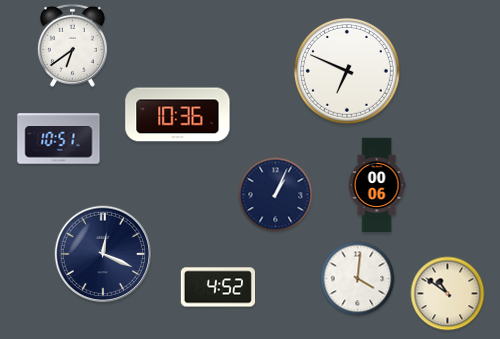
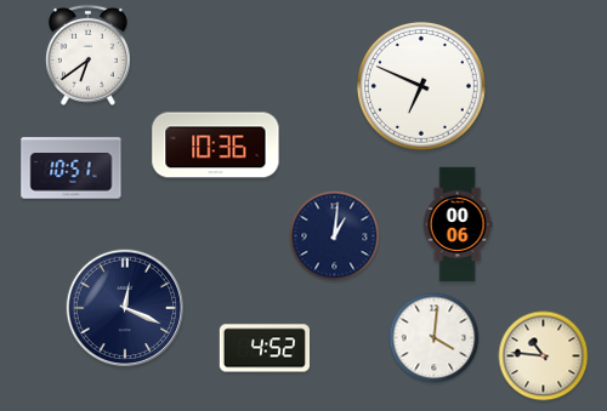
clock at (178, 115) position: (178, 115) -> (216, 145)
clock at (276, 195): 1:04 -> 1:01
clock at (448, 294): 10:51 -> 10:46
